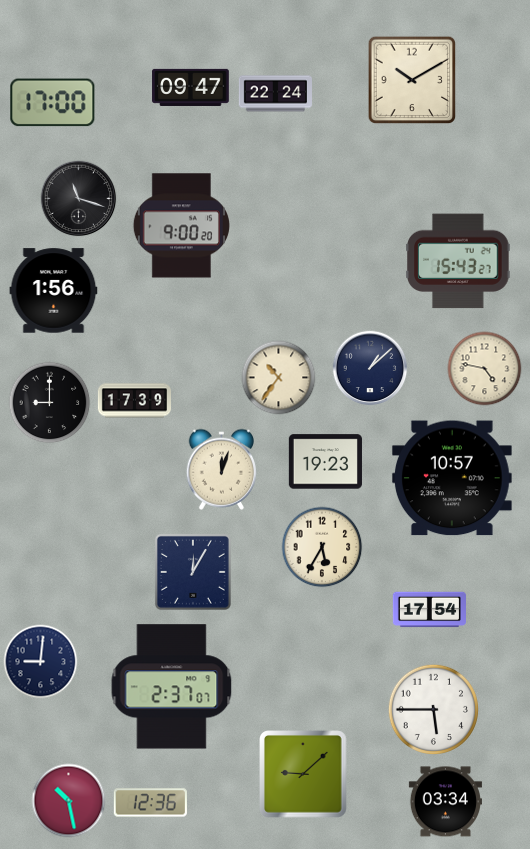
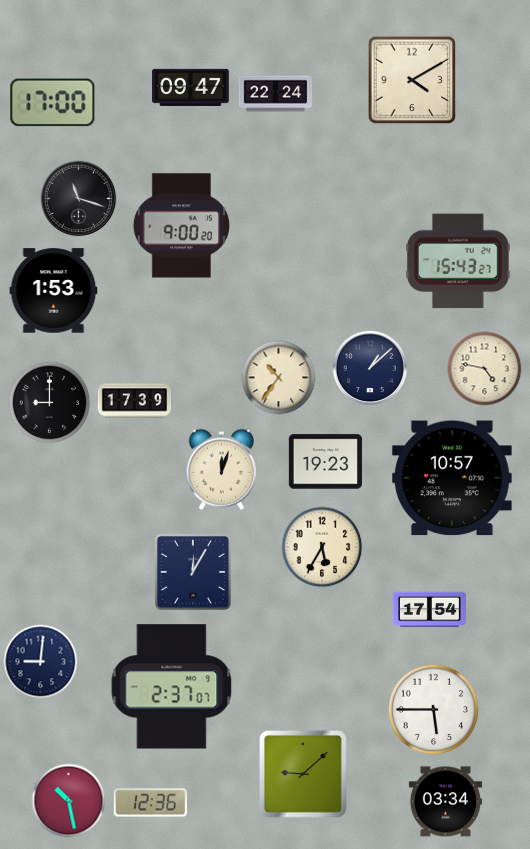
clock at (412, 80): 10:10 -> 4:10
clock at (54, 291): 1:56 -> 1:53
